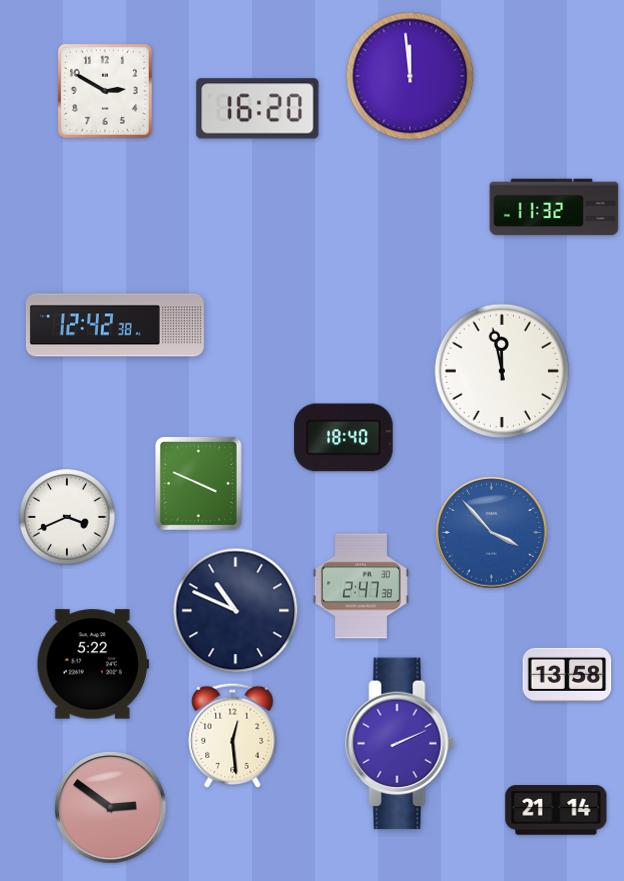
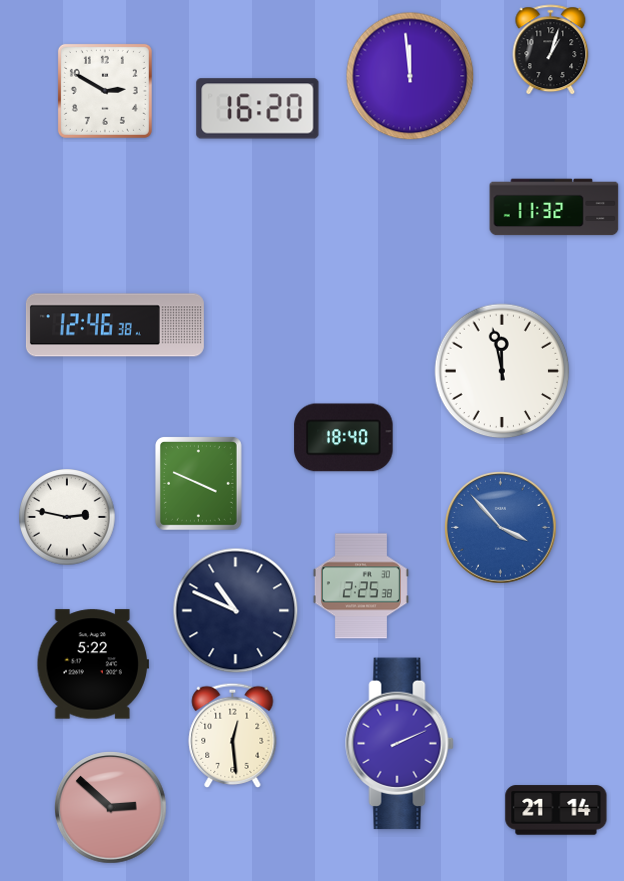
clock at (551, 50): none -> 1:03
clock at (115, 325): 12:42 -> 12:46
clock at (67, 517): 3:41 -> 2:47
clock at (492, 533) position: (492, 533) -> (501, 528)
clock at (361, 586): 2:47 -> 2:25
clock at (567, 675): 13:58 -> none
clock at (111, 808): 2:51 -> 2:52
